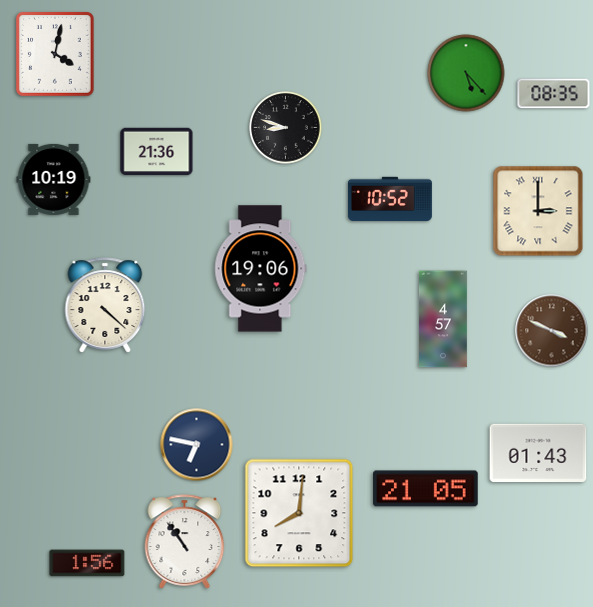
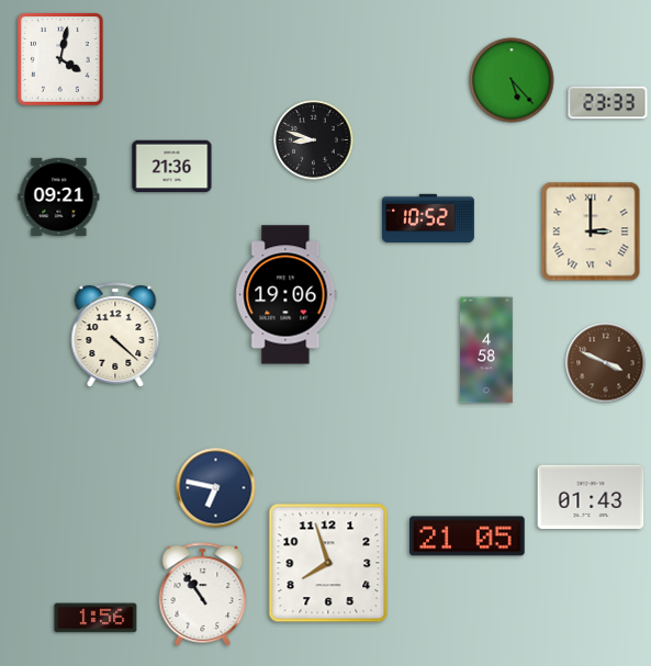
clock at (554, 94): 08:35 -> 23:33
clock at (54, 179): 10:19 -> 09:21
clock at (444, 319): 4:57 -> 4:58
clock at (299, 513): 8:01 -> 7:57
